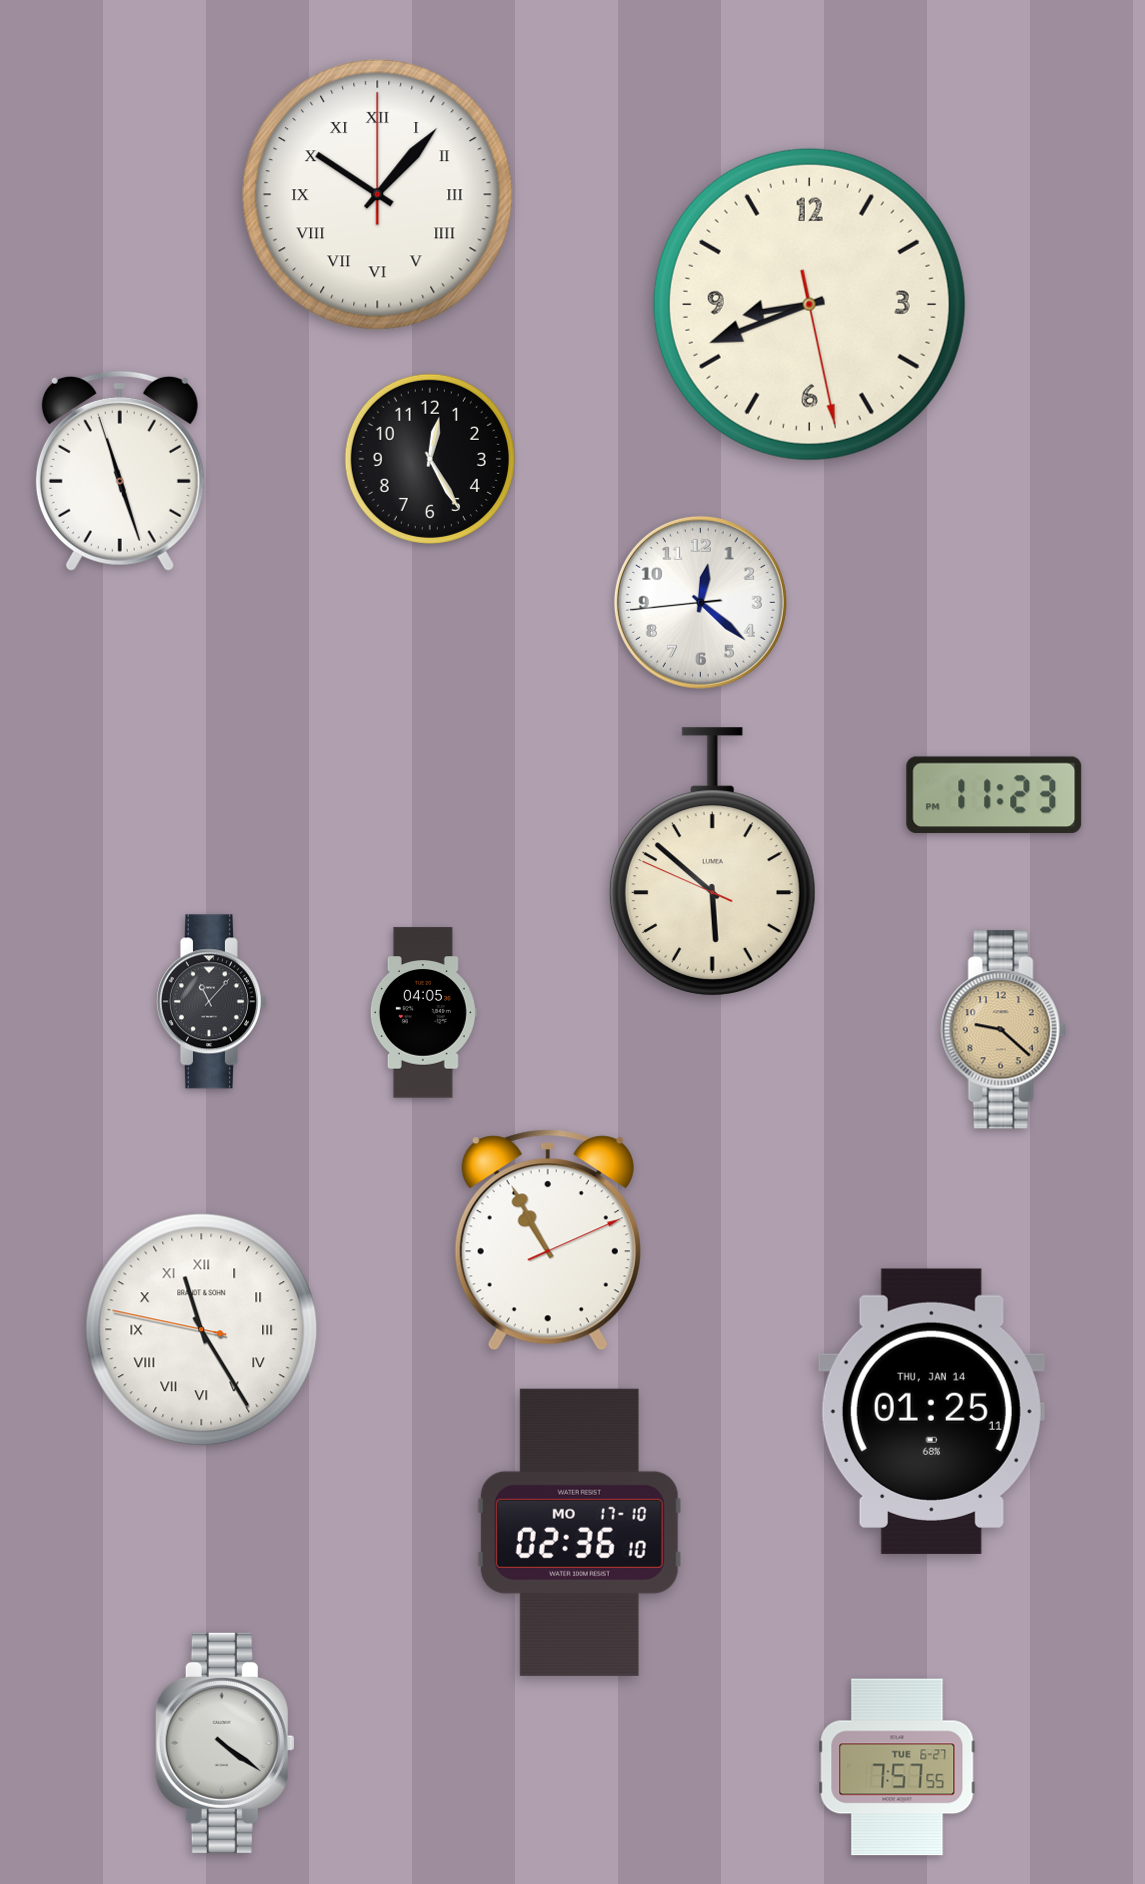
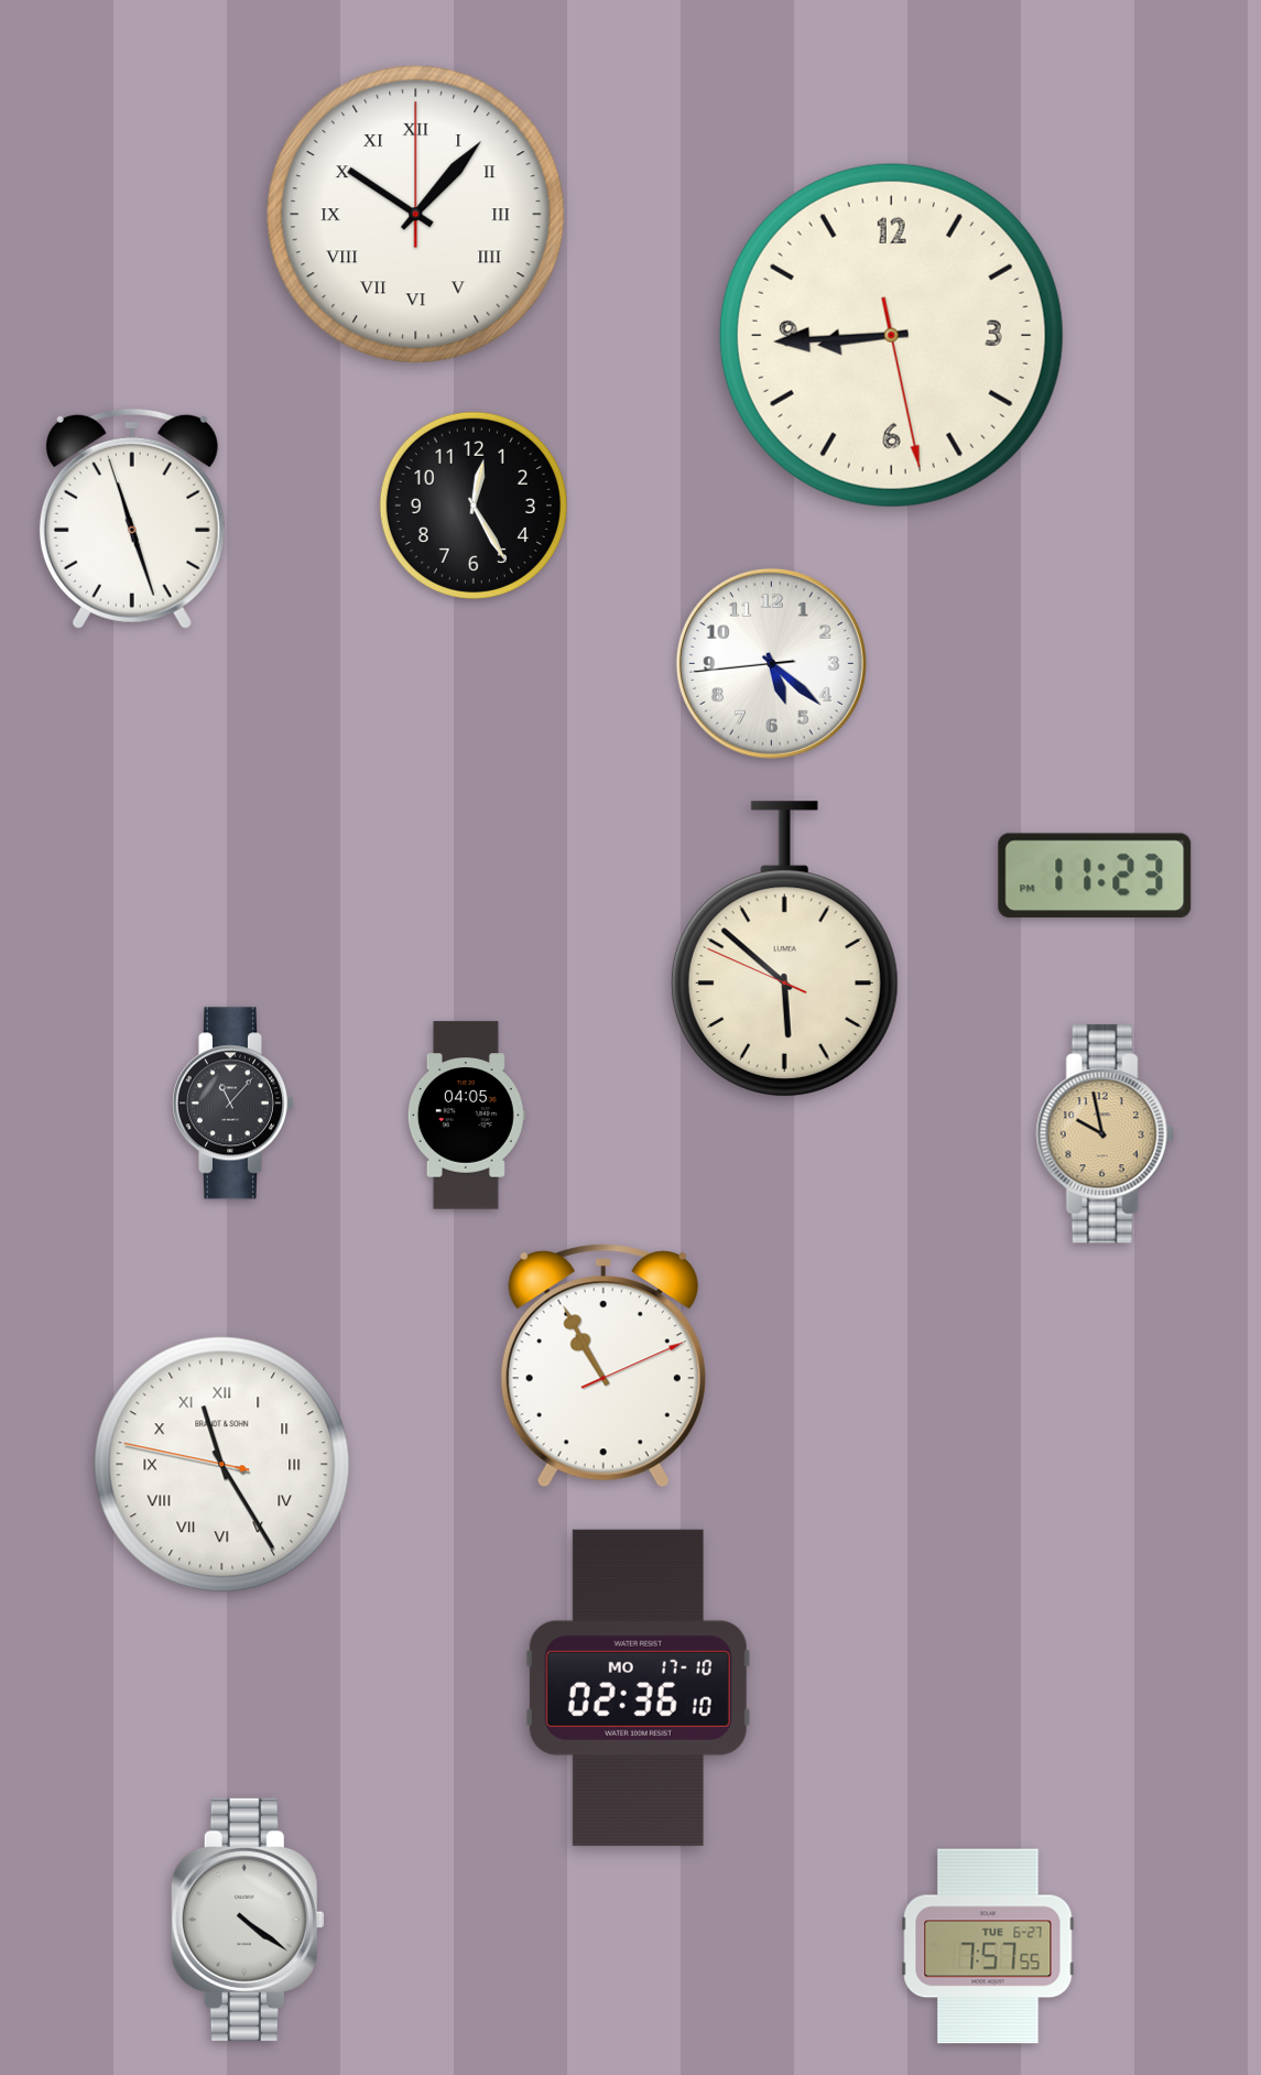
clock at (809, 304): 8:41 -> 8:44
clock at (700, 602): 12:21 -> 5:21
clock at (1003, 1030): 9:22 -> 9:58
clock at (931, 1411): 01:25 -> none
